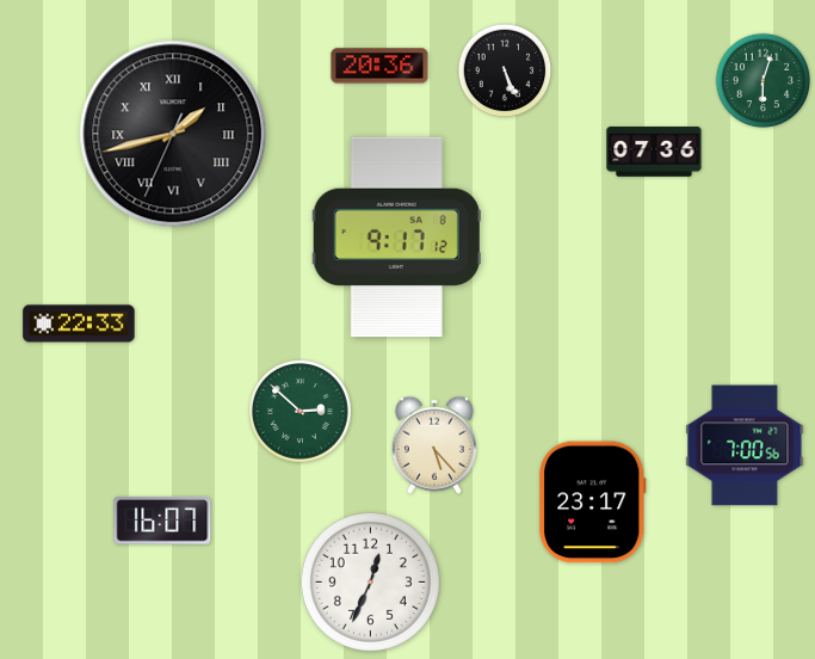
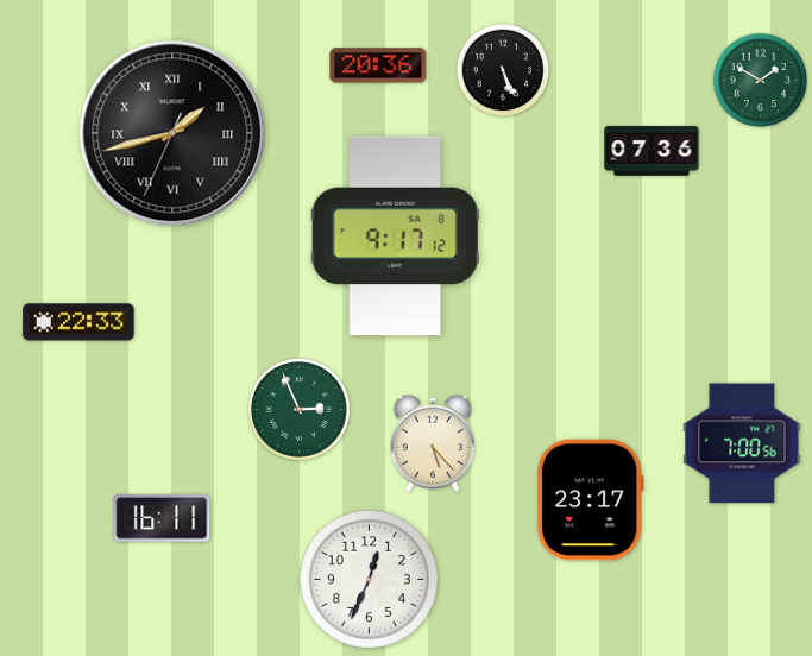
clock at (764, 81): 6:03 -> 1:50
clock at (301, 412): 2:52 -> 2:56
clock at (162, 521): 16:07 -> 16:11
